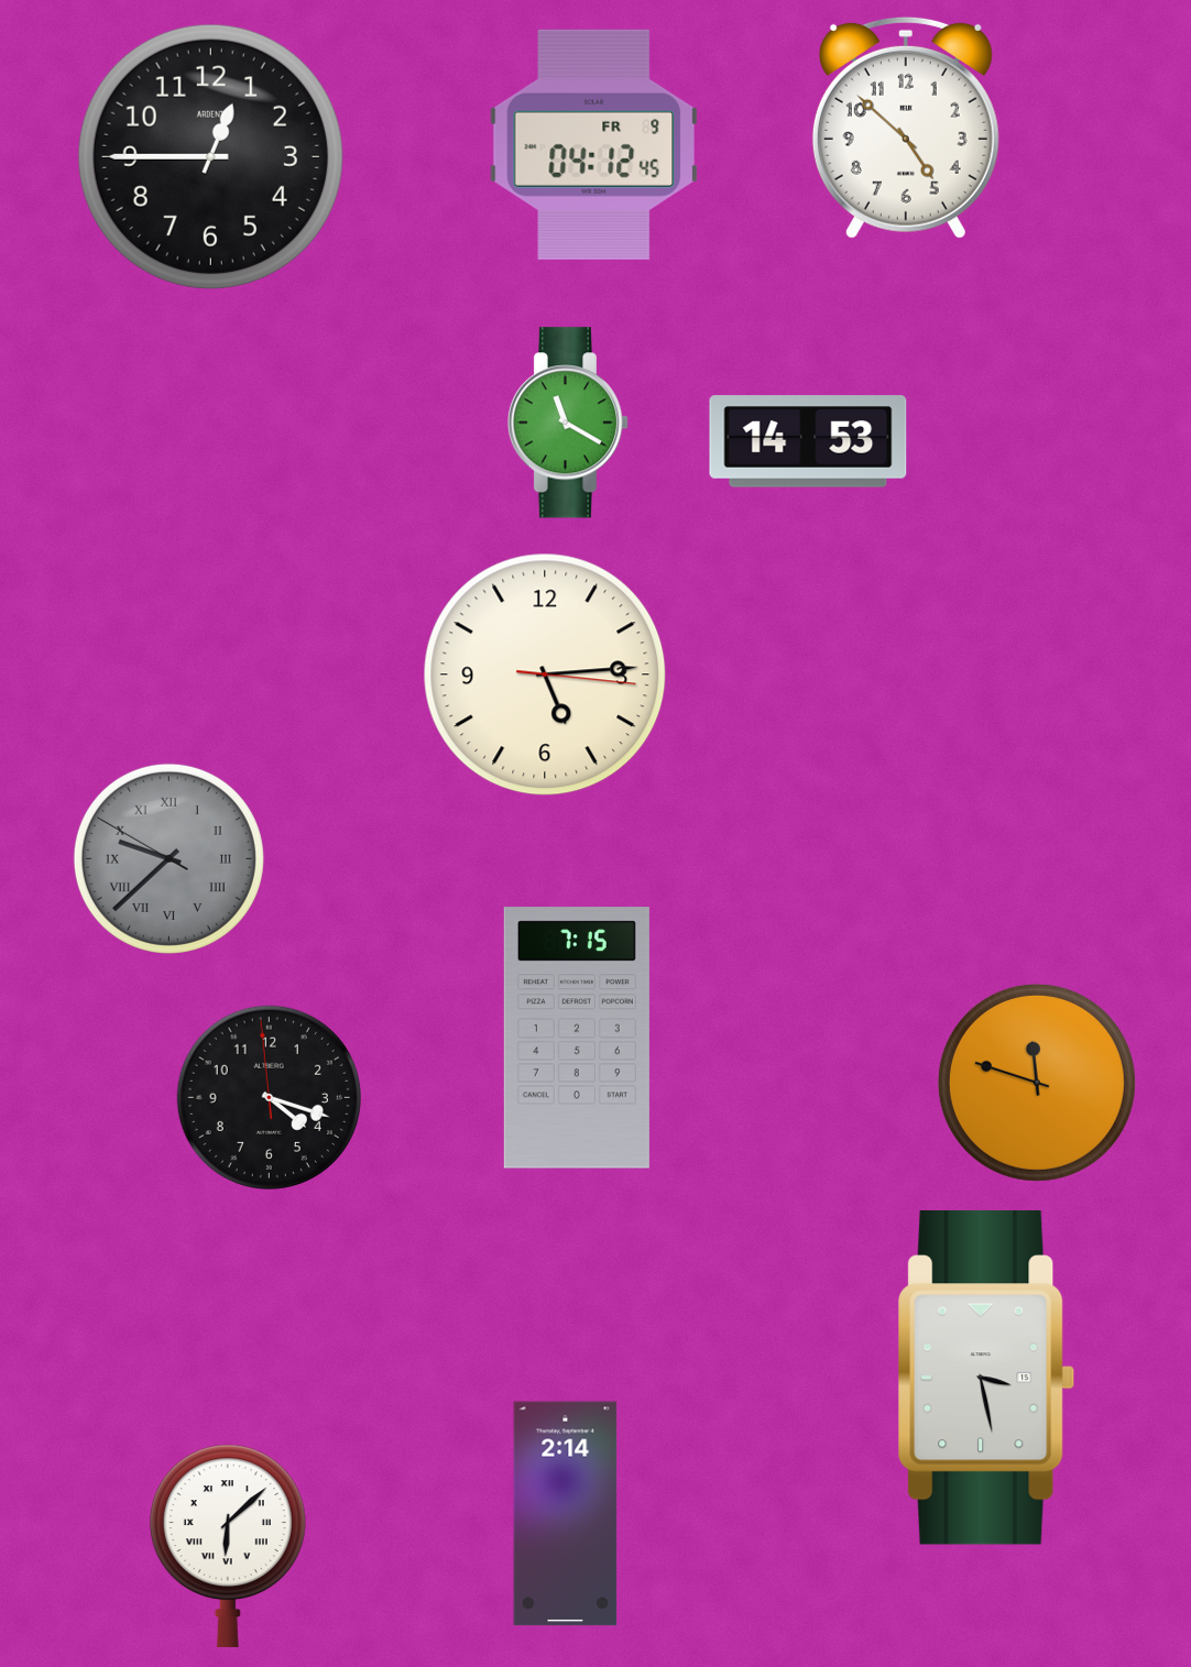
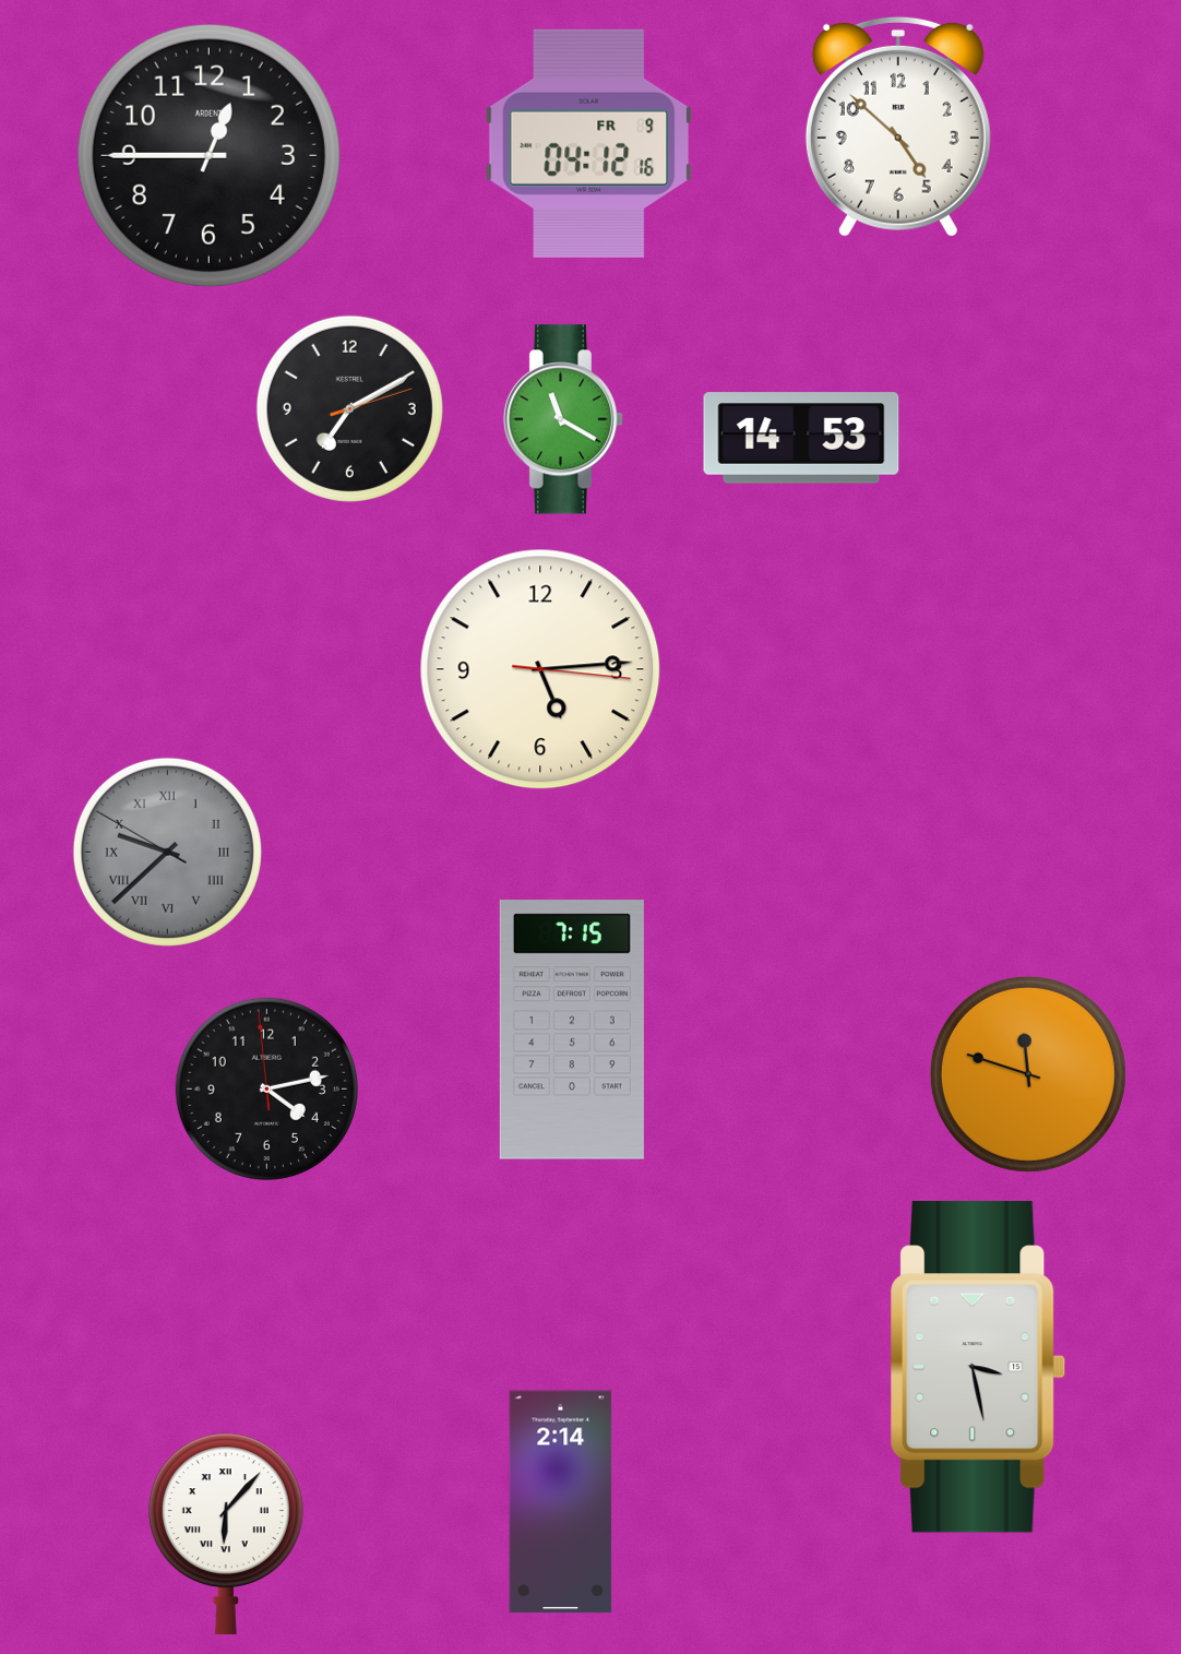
clock at (594, 144): 04:12:45 -> 04:12:16
clock at (349, 408): none -> 7:10
clock at (269, 1097): 4:17 -> 4:12
clock at (228, 1546): 6:08 -> 6:07
